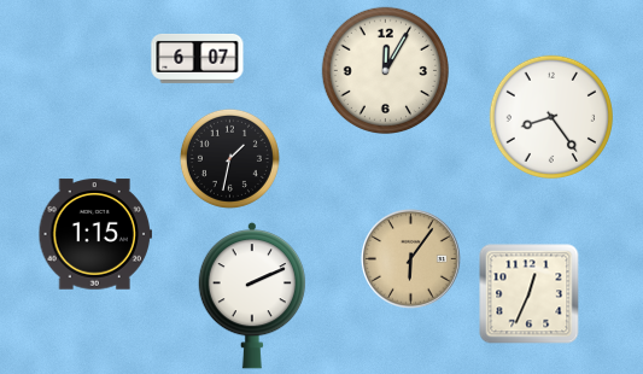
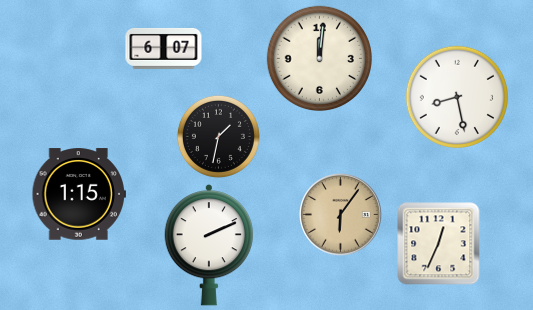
clock at (385, 70): 12:05 -> 12:01
clock at (551, 117): 8:24 -> 8:28
clock at (229, 158) position: (229, 158) -> (218, 136)
